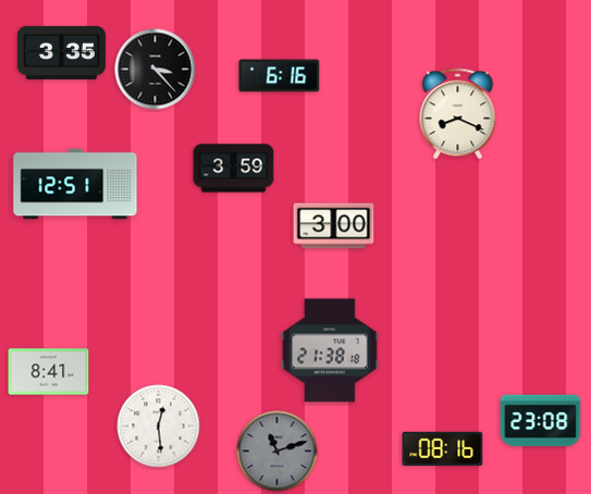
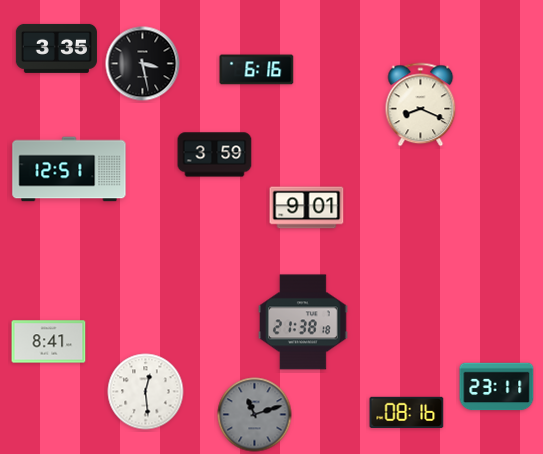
clock at (156, 70): 3:23 -> 3:28
clock at (334, 226): 3:00 -> 9:01
clock at (49, 372) position: (49, 372) -> (49, 342)
clock at (541, 421): 23:08 -> 23:11
